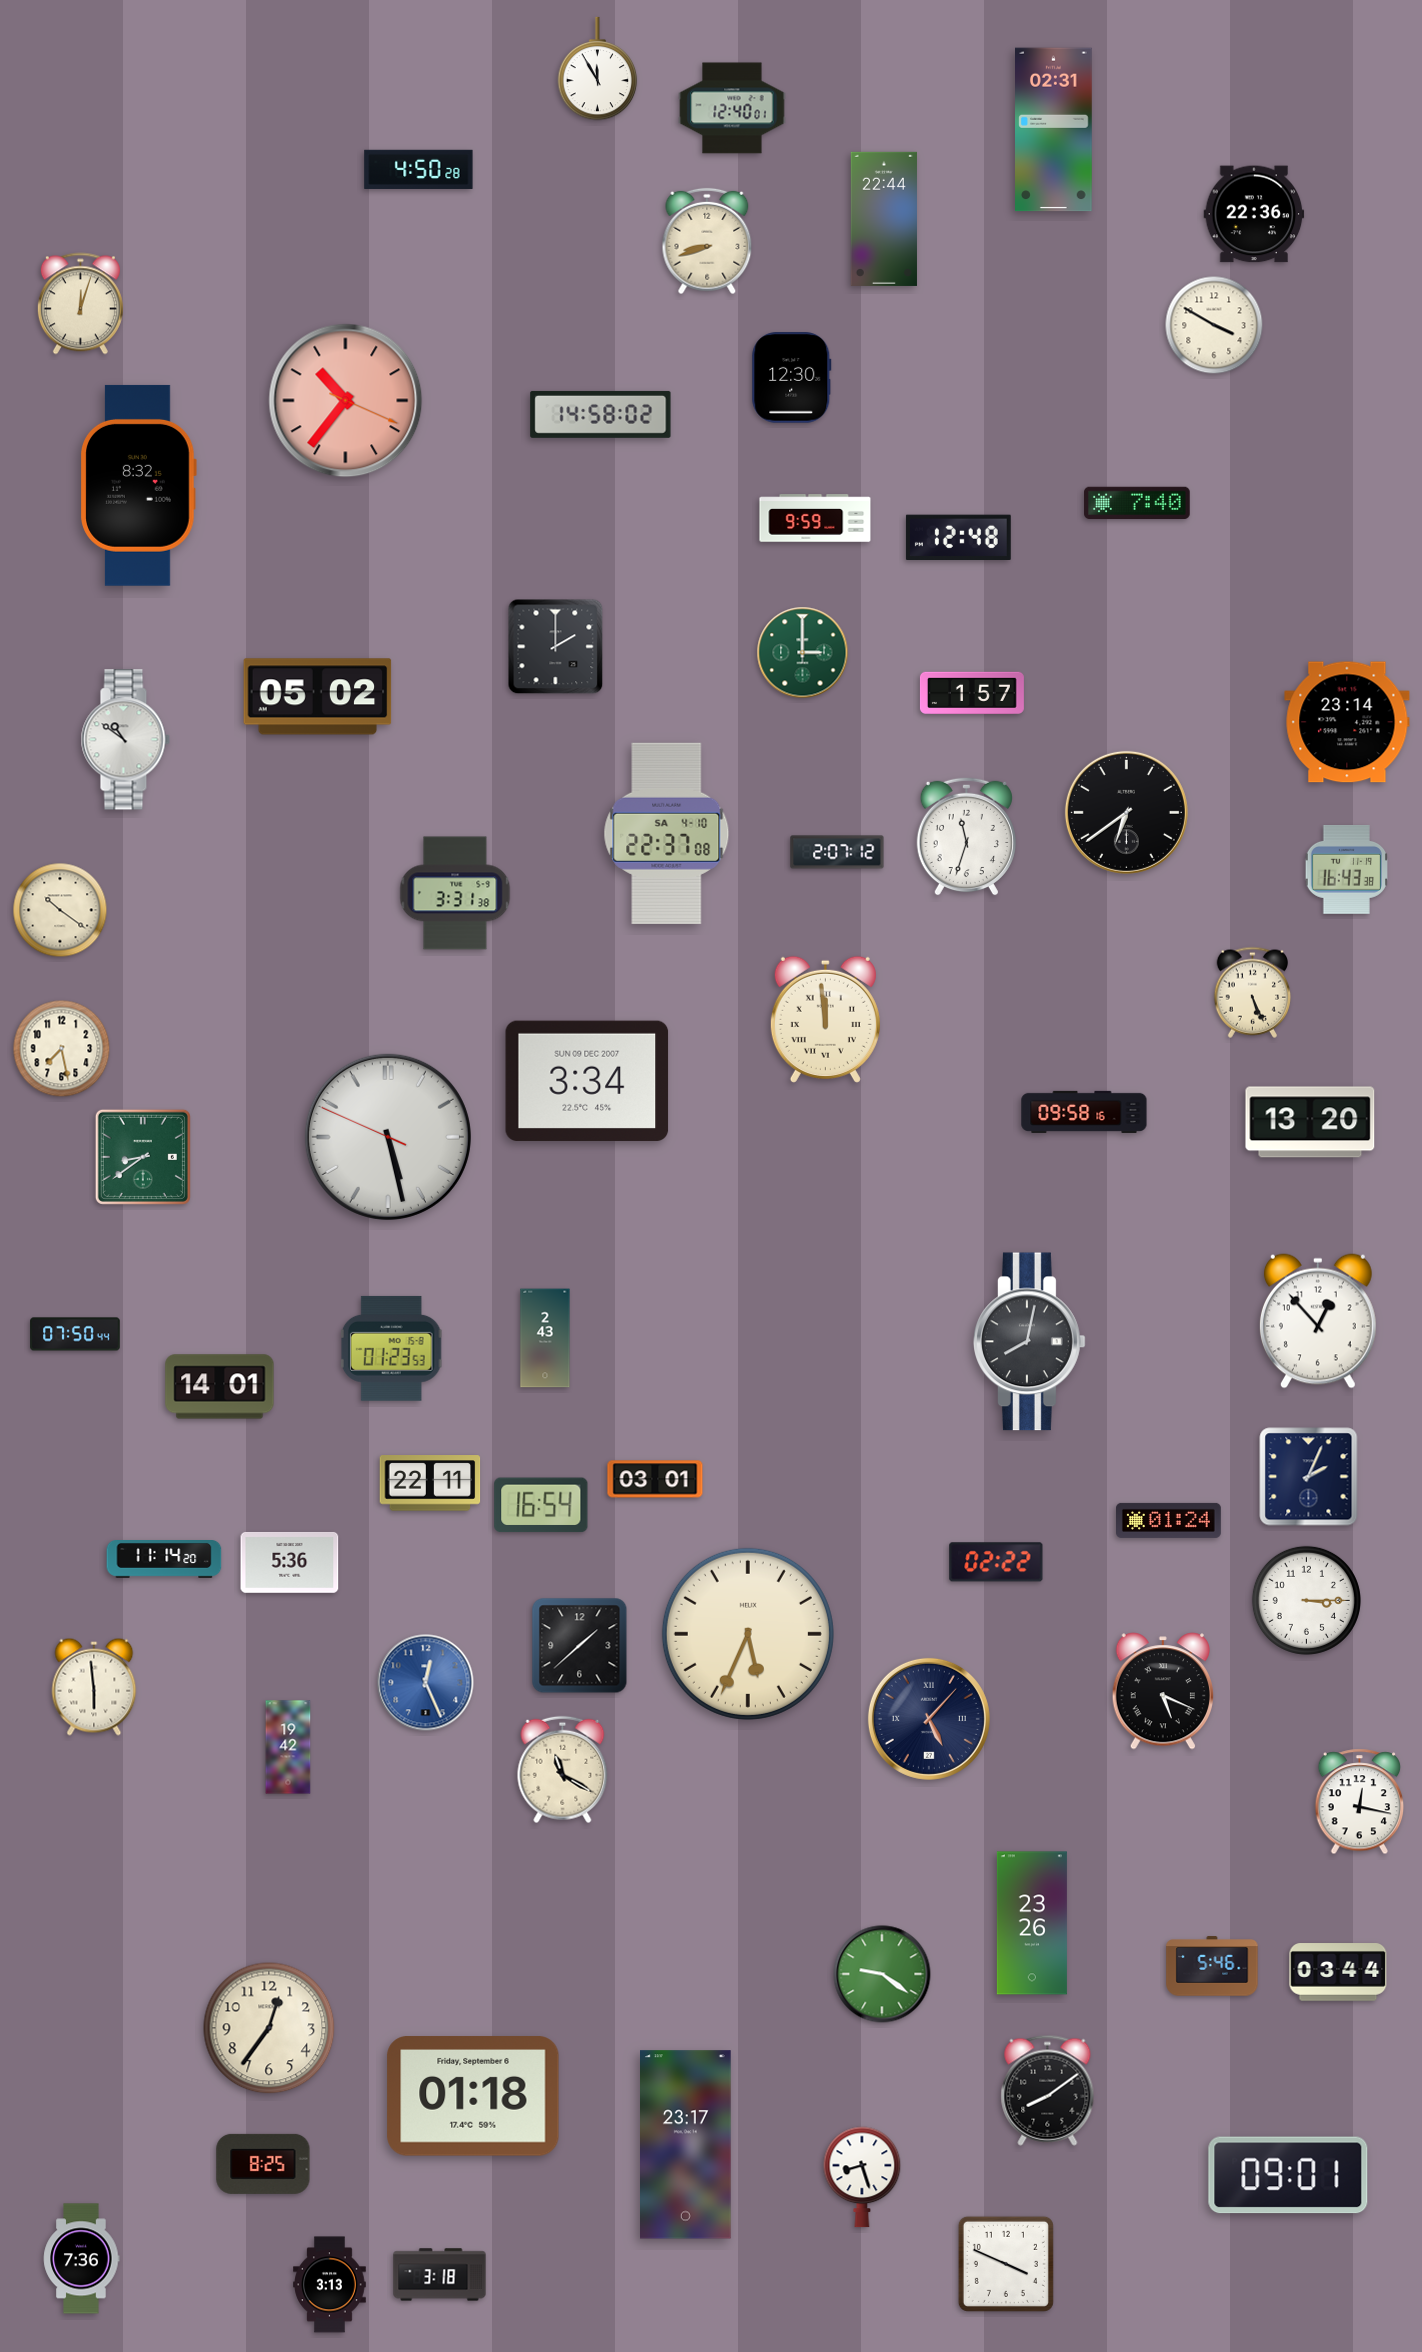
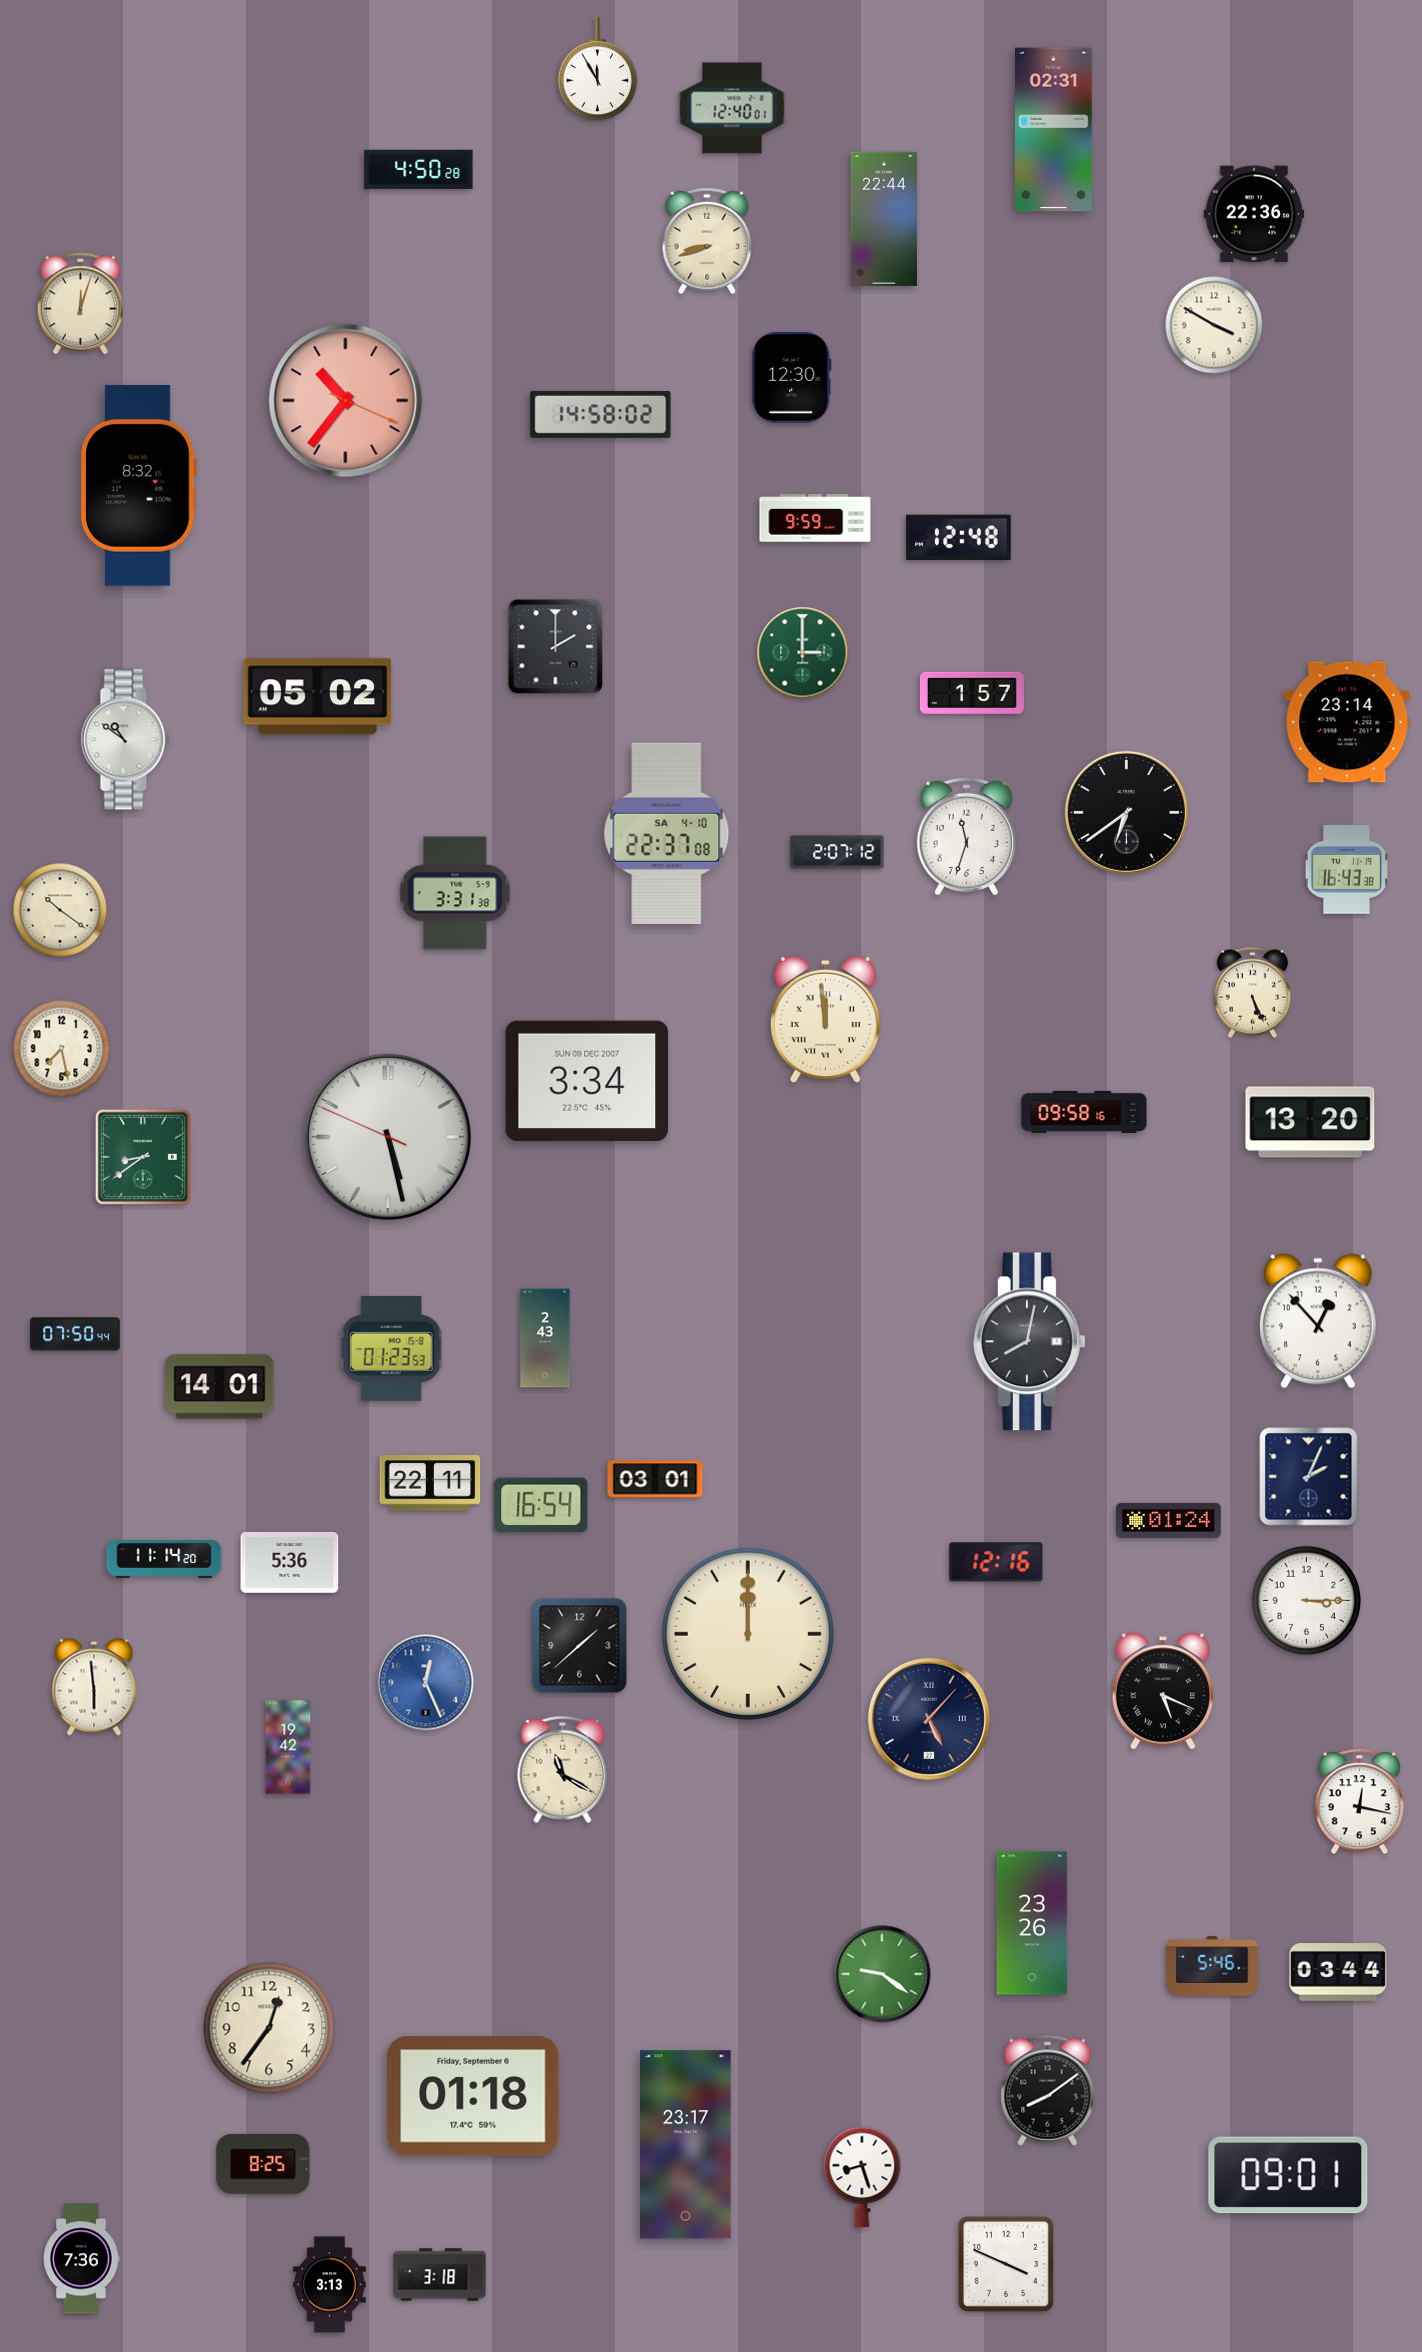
clock at (1137, 503): 7:40 -> none
clock at (996, 1562): 02:22 -> 12:16
clock at (748, 1634): 5:34 -> 12:00
